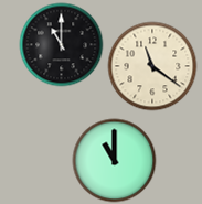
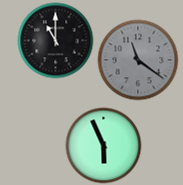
clock at (152, 66) dial: cream -> grey
clock at (115, 161): 11:00 -> 5:56
